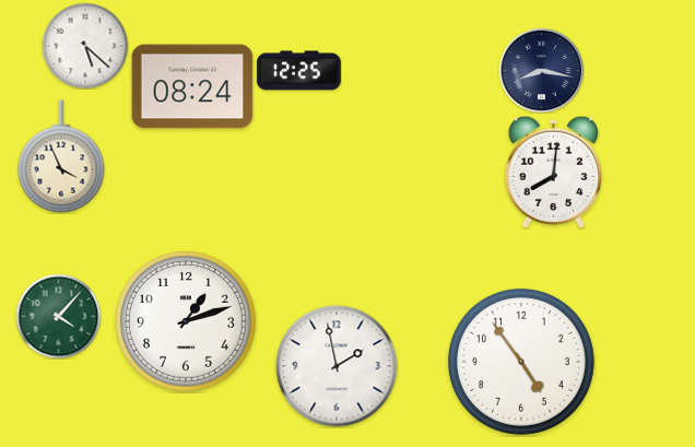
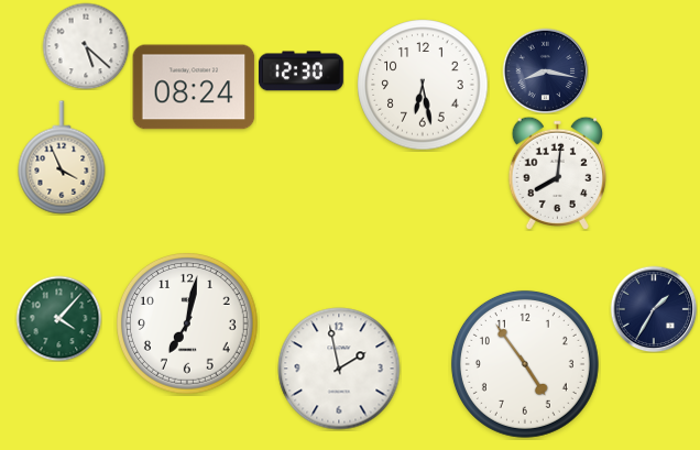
clock at (298, 71): 12:25 -> 12:30
clock at (423, 85): none -> 6:28
clock at (654, 309): none -> 1:35
clock at (187, 322): 1:12 -> 7:02
